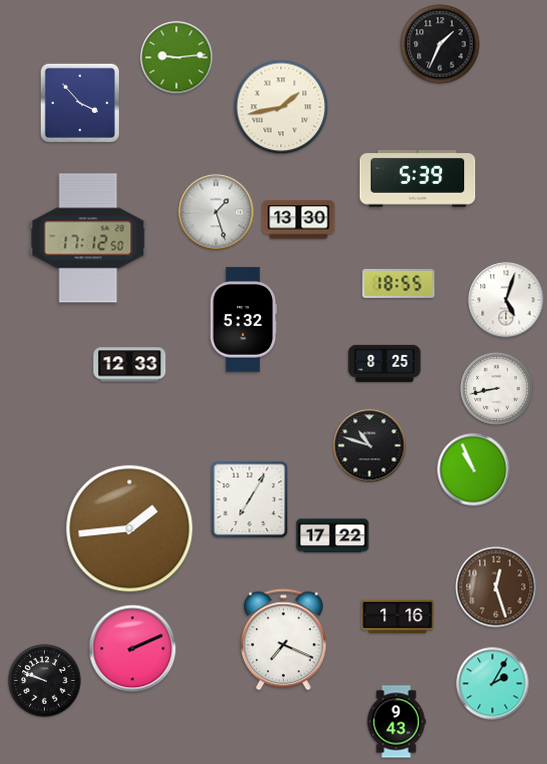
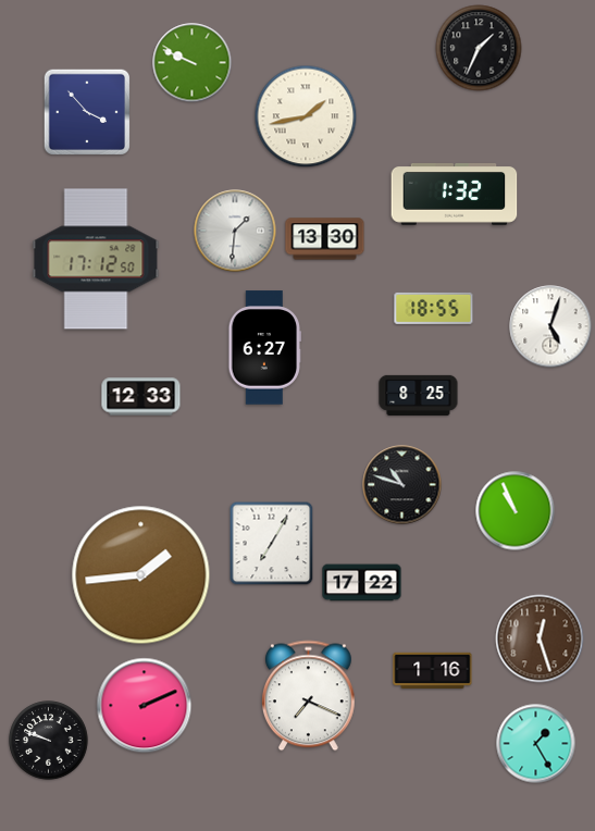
clock at (177, 58): 9:14 -> 9:49
clock at (418, 179): 5:39 -> 1:32
clock at (216, 212): 1:27 -> 1:31
clock at (243, 320): 5:32 -> 6:27
clock at (497, 389): 8:43 -> none
clock at (493, 684): 2:05 -> 1:25
clock at (396, 722): 9:43 -> none
